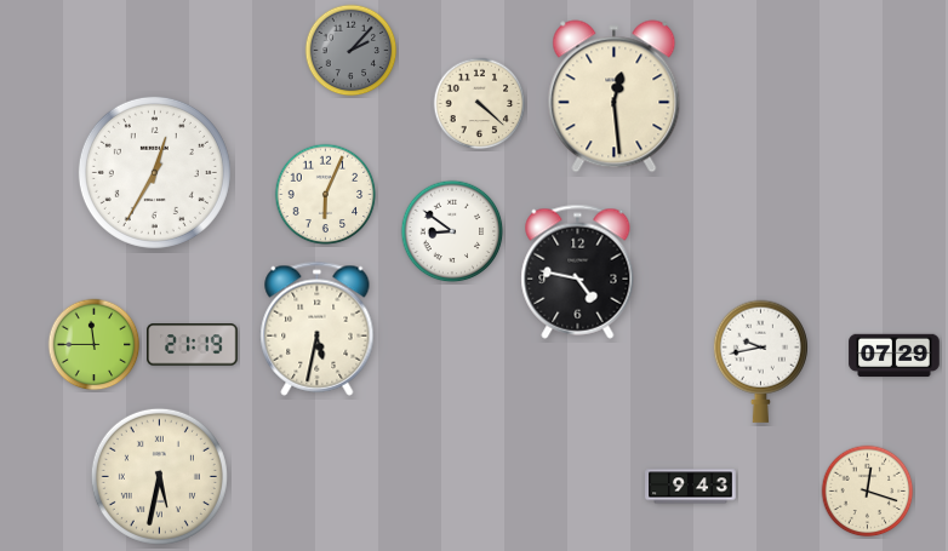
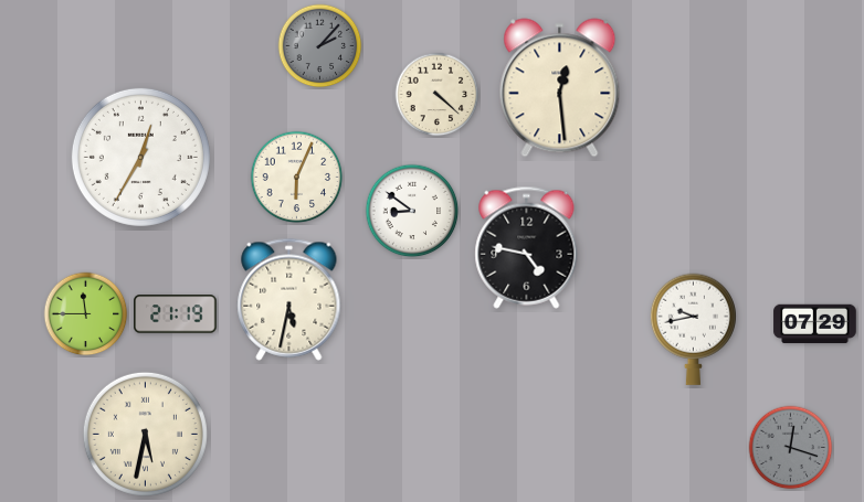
clock at (691, 487): 9:43 -> none
clock at (868, 492) dial: cream -> grey
